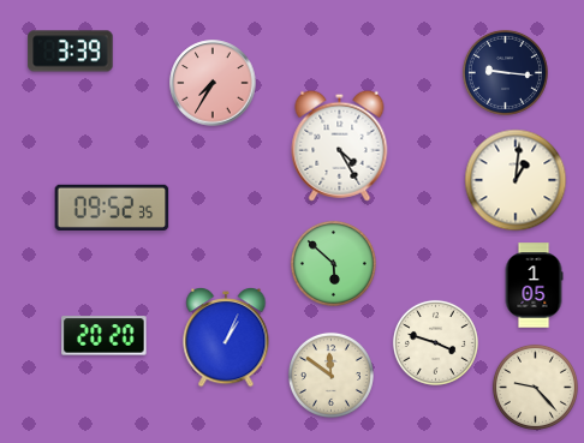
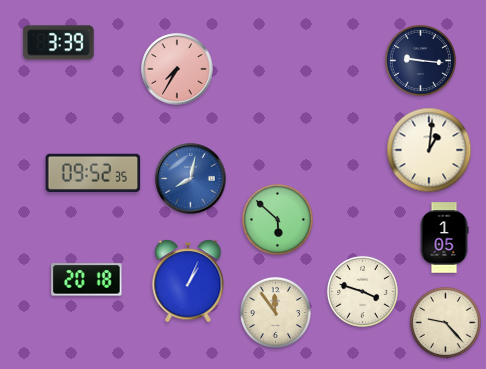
clock at (340, 145): 4:25 -> none
clock at (191, 179): none -> 8:02
clock at (105, 336): 20:20 -> 20:18
clock at (435, 342) position: (435, 342) -> (362, 291)
clock at (330, 375): 11:51 -> 11:54
